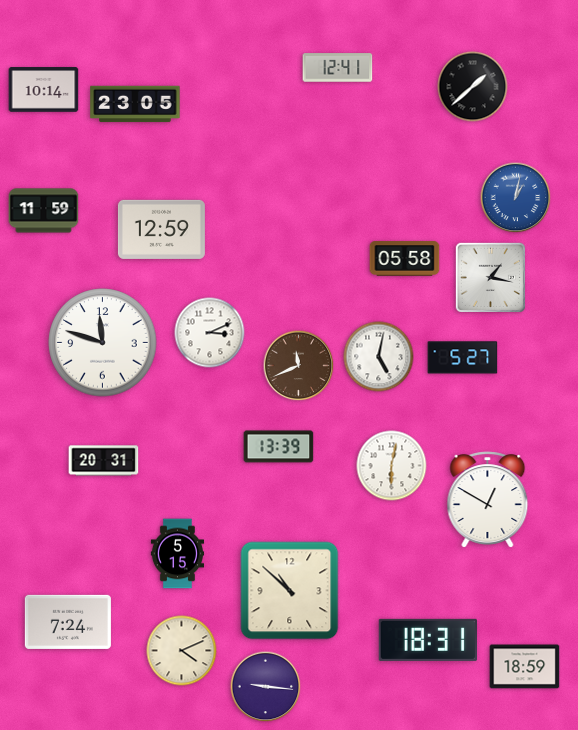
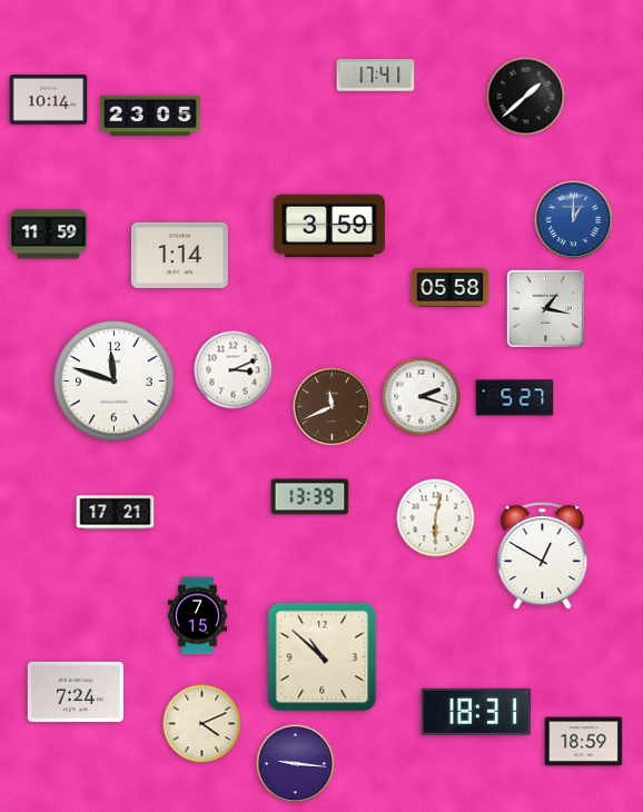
clock at (338, 68): 12:41 -> 17:41
clock at (516, 198): 1:02 -> 1:00
clock at (329, 226): none -> 3:59
clock at (161, 229): 12:59 -> 1:14
clock at (379, 357): 5:02 -> 2:18
clock at (104, 461): 20:31 -> 17:21
clock at (177, 554): 5:15 -> 7:15
